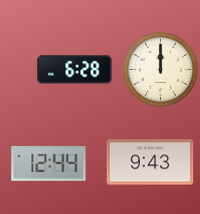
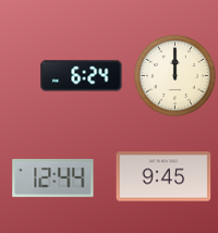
clock at (75, 70): 6:28 -> 6:24
clock at (150, 162): 9:43 -> 9:45
